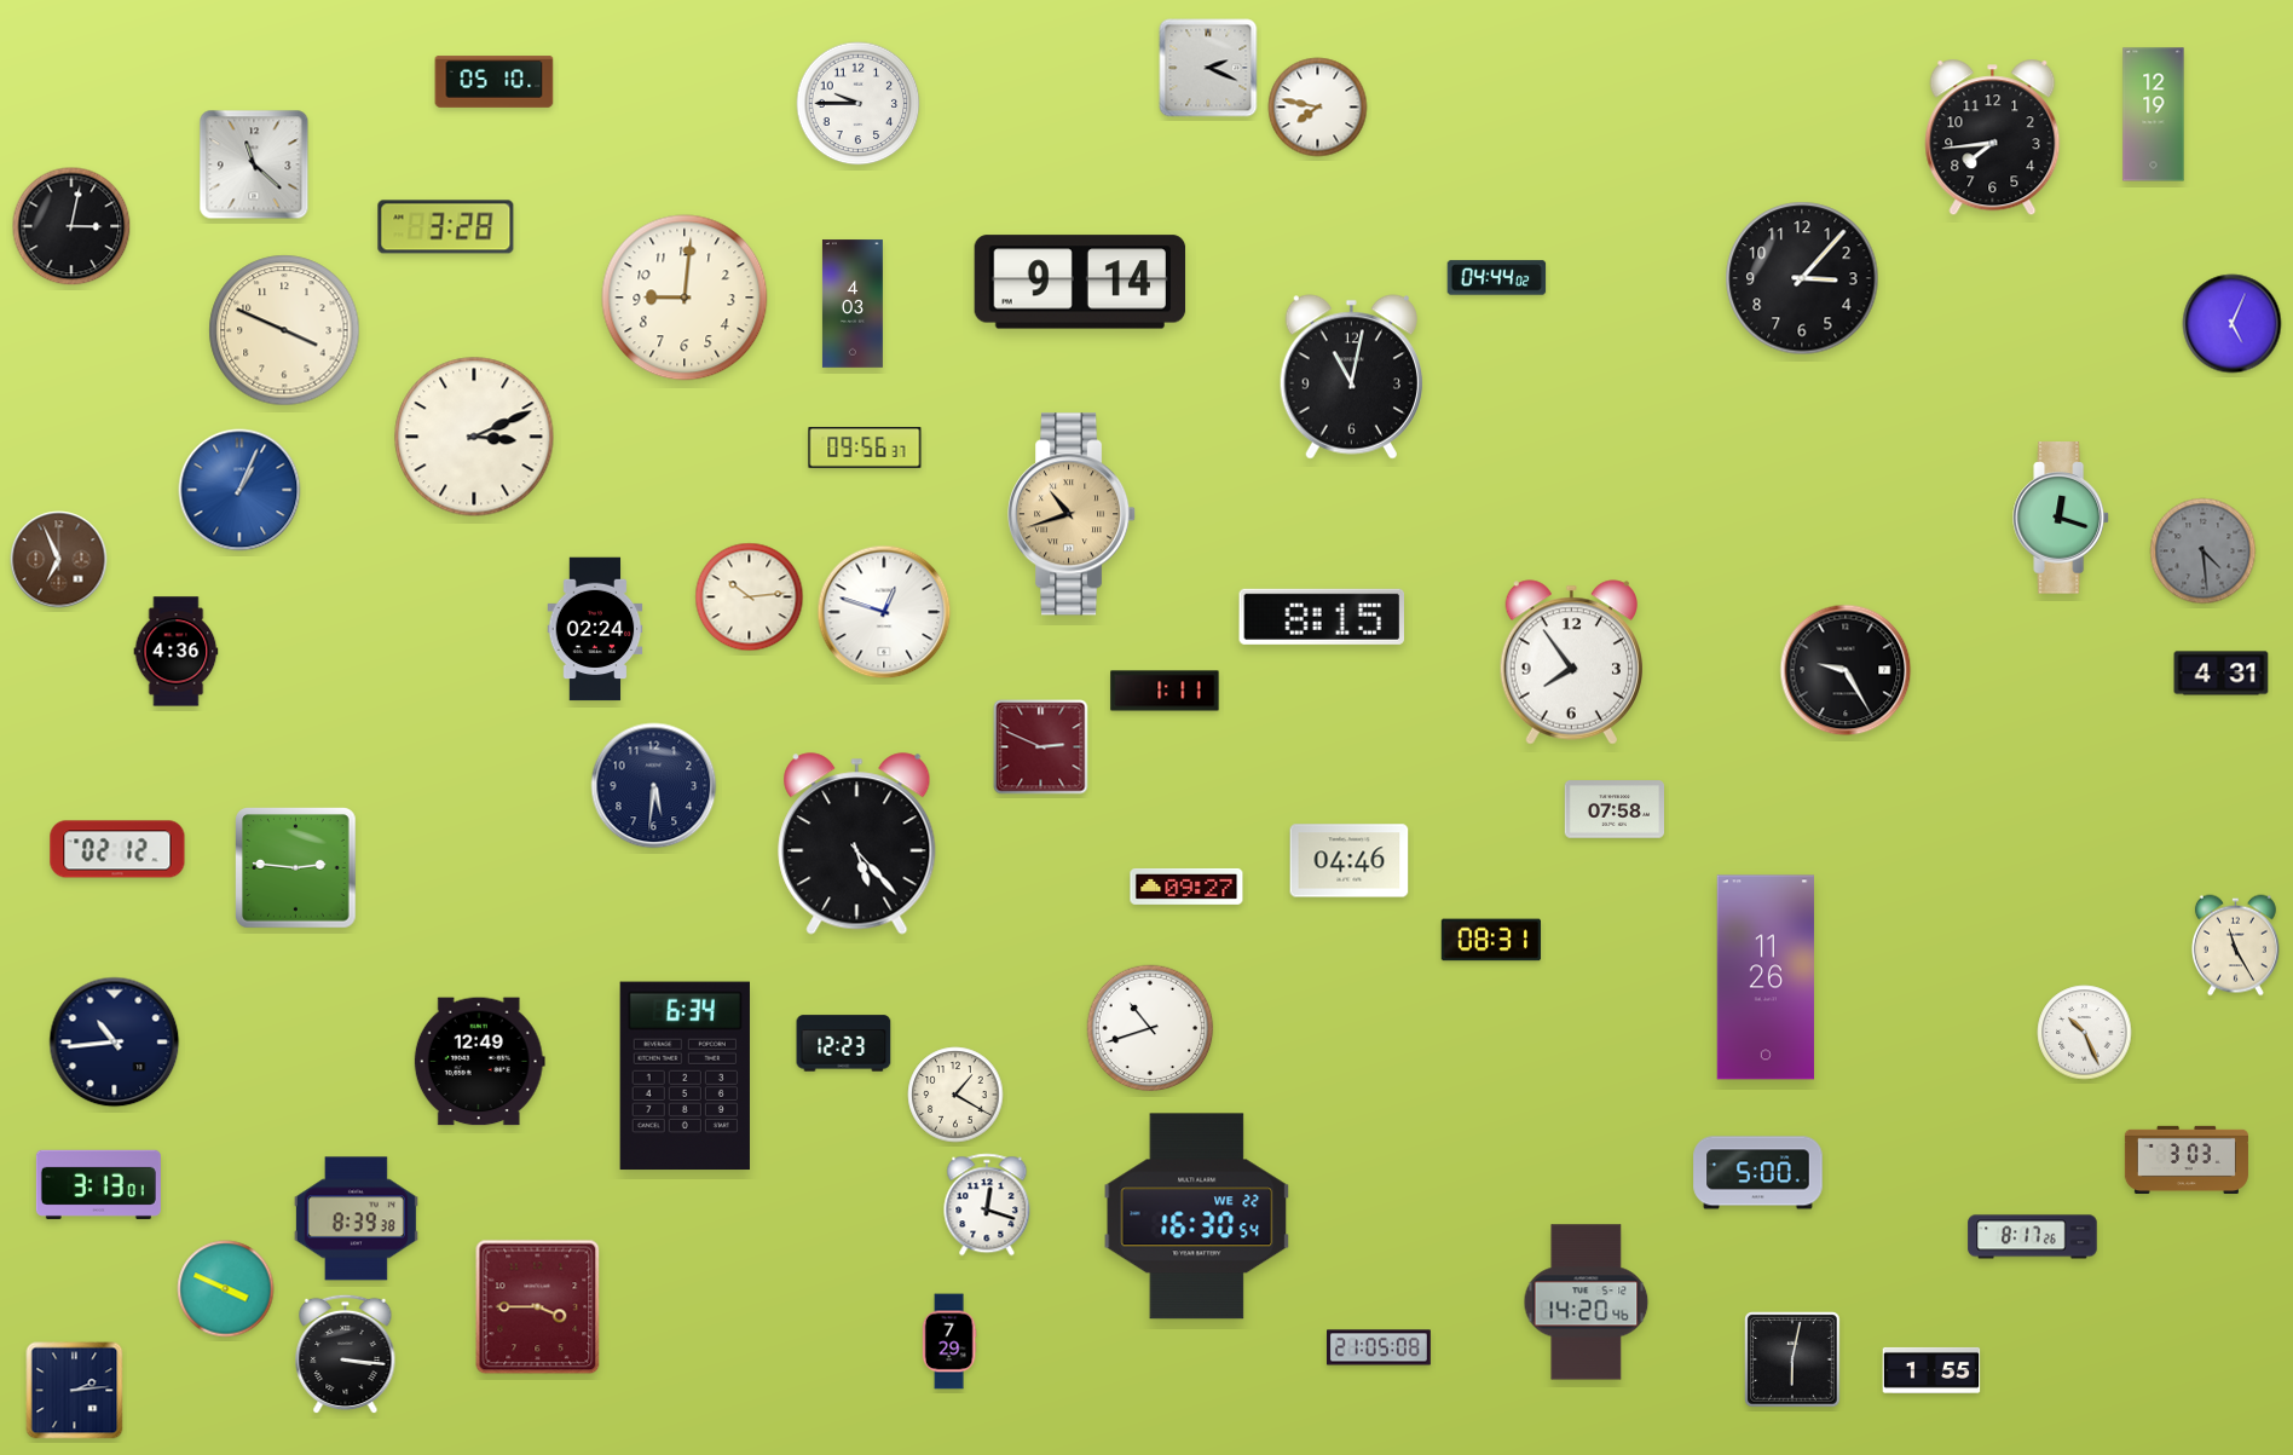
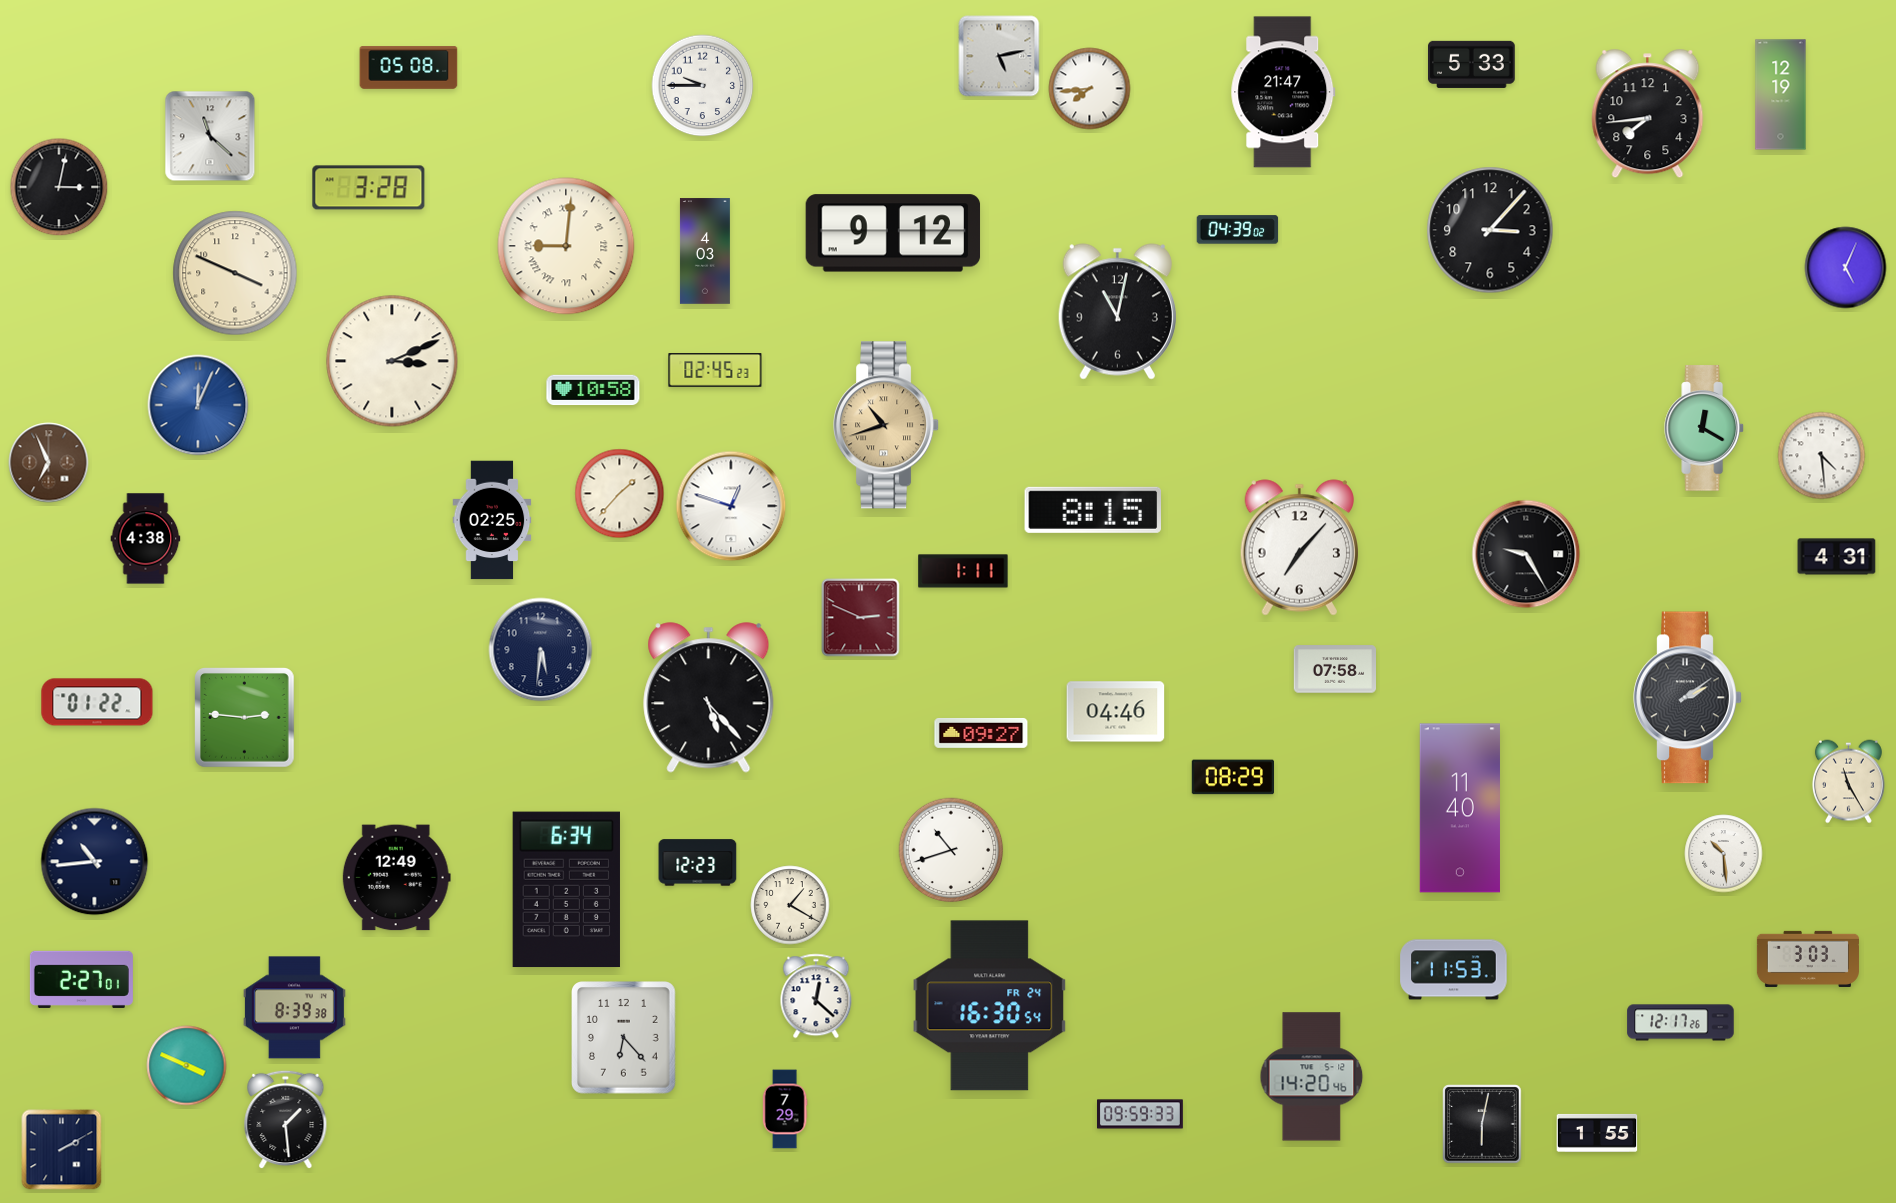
clock at (1208, 68): 2:19 -> 5:13
clock at (1472, 64): none -> 5:33
clock at (495, 82): 05:10 -> 05:08
clock at (859, 104) position: (859, 104) -> (703, 86)
clock at (1318, 108): 7:47 -> 7:44
clock at (1283, 92): none -> 21:47
clock at (1497, 278): 04:44 -> 04:39
clock at (1080, 282): 9:14 -> 9:12
clock at (685, 298) numerals: Arabic -> Roman
clock at (865, 449): 09:56 -> 02:45
clock at (593, 390): none -> 10:58
clock at (239, 490): 1:04 -> 12:04
clock at (2062, 518): 12:18 -> 12:20
clock at (2204, 552) dial: grey -> white
clock at (750, 597): 10:14 -> 1:37
clock at (595, 629): 02:24 -> 02:25
clock at (177, 652): 4:36 -> 4:38
clock at (1571, 663): 7:54 -> 7:07
clock at (1688, 698): none -> 2:09
clock at (117, 849): 02:12 -> 01:22
clock at (1490, 940): 08:31 -> 08:29
clock at (1766, 977): 11:26 -> 11:40
clock at (2085, 1033): 10:26 -> 10:29
clock at (1758, 1173): 5:00 -> 11:53
clock at (98, 1184): 3:13 -> 2:27
clock at (987, 1205): 12:18 -> 12:22
clock at (1197, 1217) date: WE 22 -> FR 24
clock at (2033, 1237): 8:17 -> 12:17
clock at (624, 1038): none -> 6:23
clock at (538, 1307): 3:45 -> none
clock at (1380, 1347): 21:05 -> 09:59
clock at (346, 1355): 3:16 -> 1:29
clock at (75, 1391): 2:14 -> 2:10
